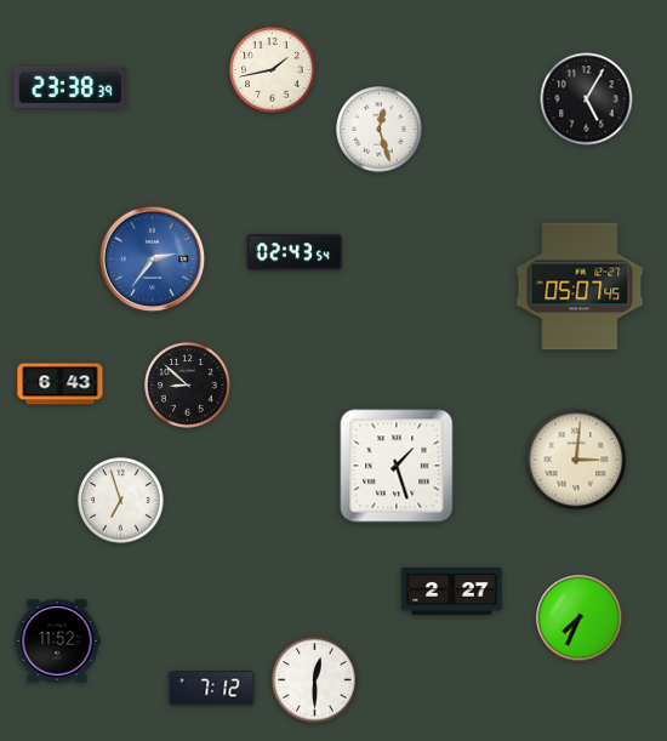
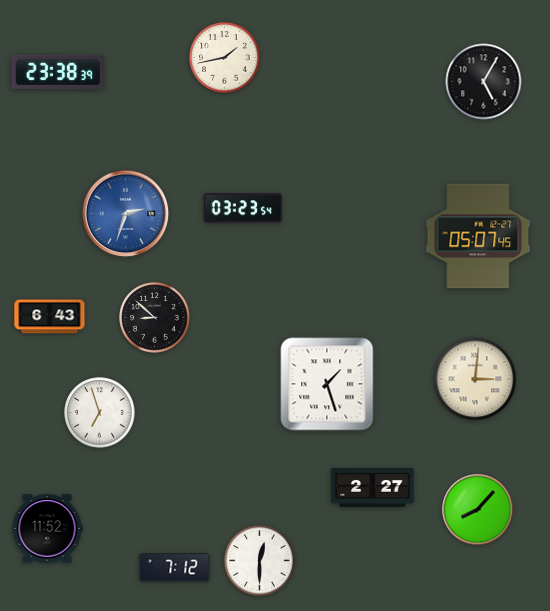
clock at (380, 130): 12:27 -> none
clock at (295, 252): 02:43 -> 03:23
clock at (153, 260): 2:36 -> 2:33
clock at (580, 619): 7:34 -> 8:07
